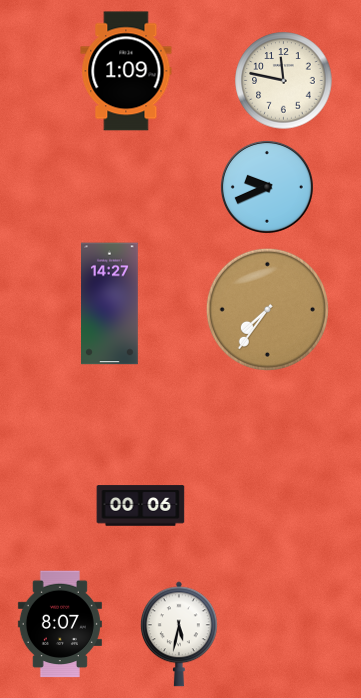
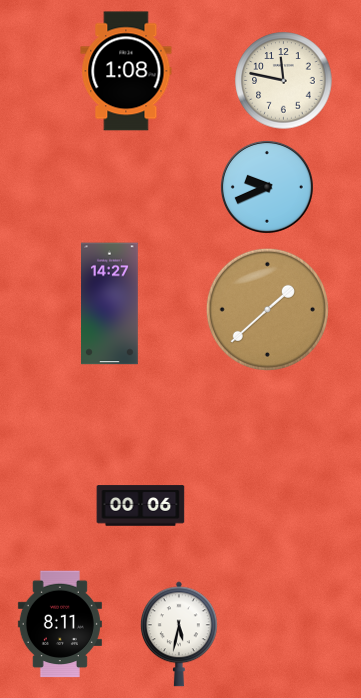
clock at (126, 71): 1:09 -> 1:08
clock at (267, 309): 7:36 -> 1:38
clock at (60, 624): 8:07 -> 8:11
